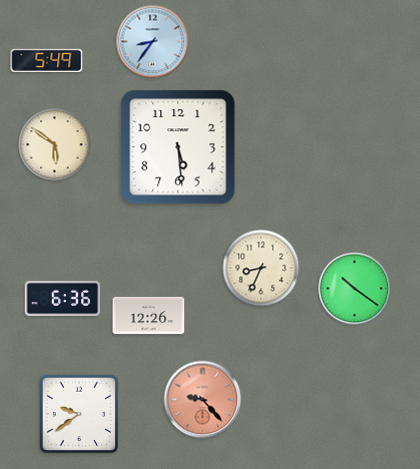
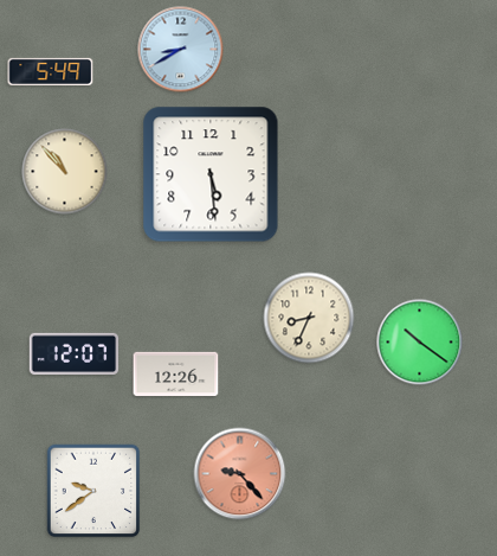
clock at (153, 42): 8:36 -> 8:40
clock at (47, 60) position: (47, 60) -> (51, 71)
clock at (55, 145): 5:51 -> 10:53
clock at (63, 298): 6:36 -> 12:07
